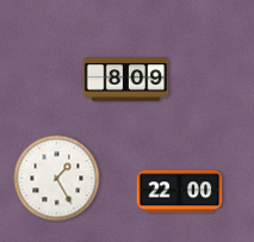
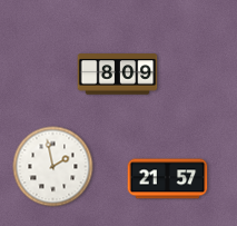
clock at (57, 179): 1:25 -> 1:58
clock at (180, 192): 22:00 -> 21:57
